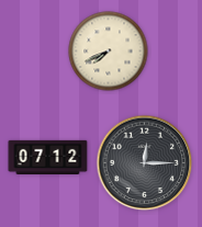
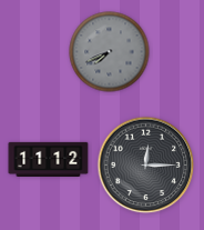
clock at (109, 52) dial: cream -> grey
clock at (48, 157): 07:12 -> 11:12
